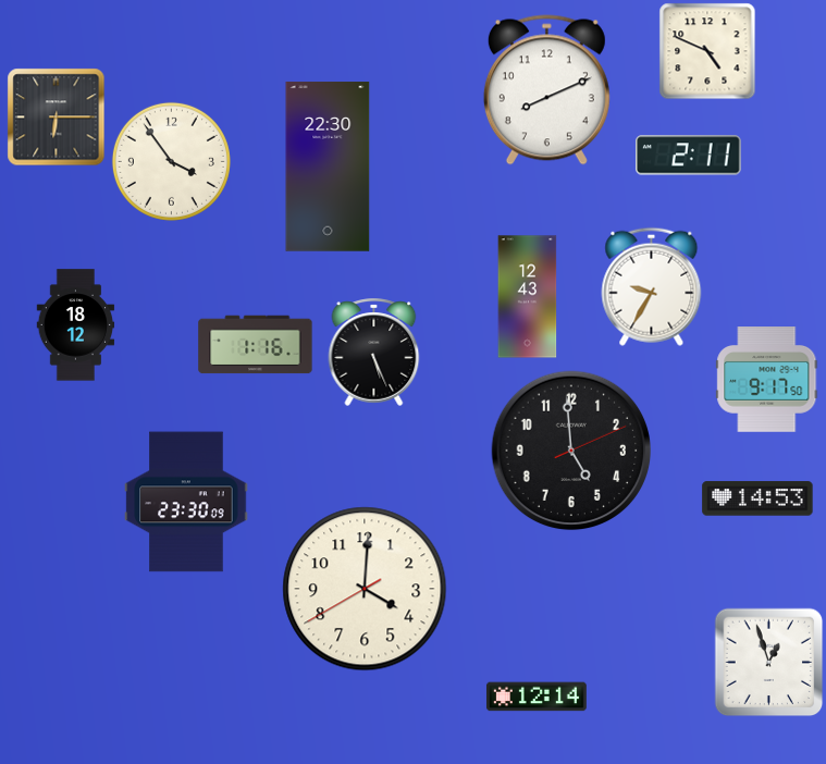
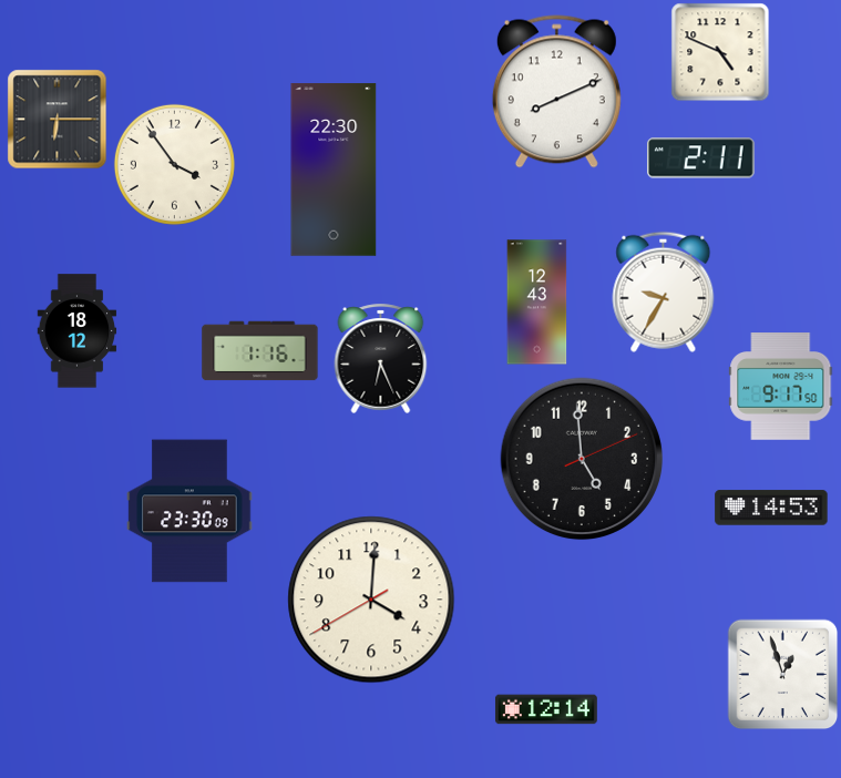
clock at (374, 352): 5:26 -> 6:26
